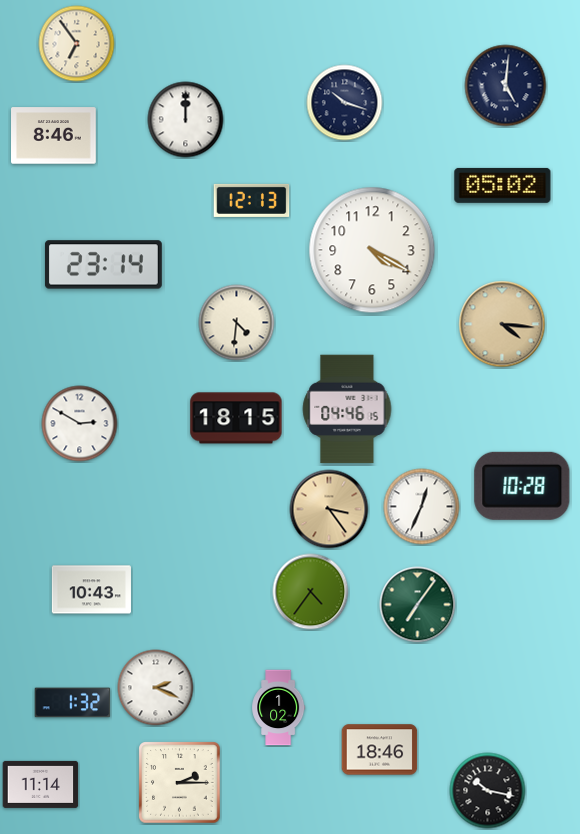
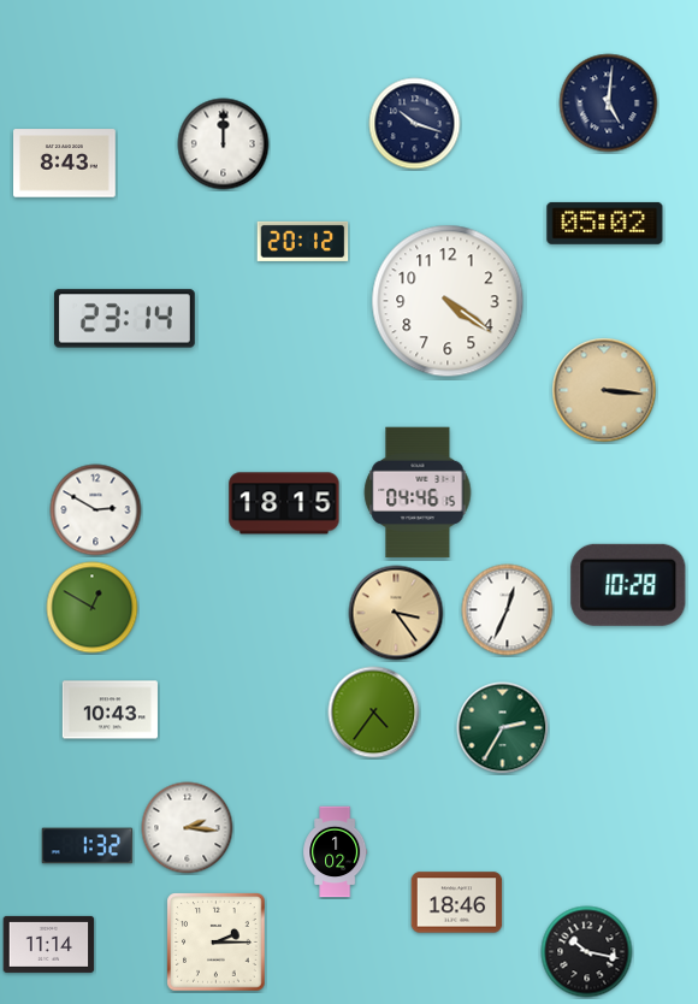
clock at (77, 44): 6:54 -> none
clock at (54, 136): 8:46 -> 8:43
clock at (252, 200): 12:13 -> 20:12
clock at (372, 250): 4:20 -> 4:21
clock at (237, 323): 4:31 -> none
clock at (502, 324): 4:16 -> 3:16
clock at (93, 608): none -> 12:50
clock at (418, 605): 7:06 -> 2:35
clock at (156, 688): 2:19 -> 2:16
